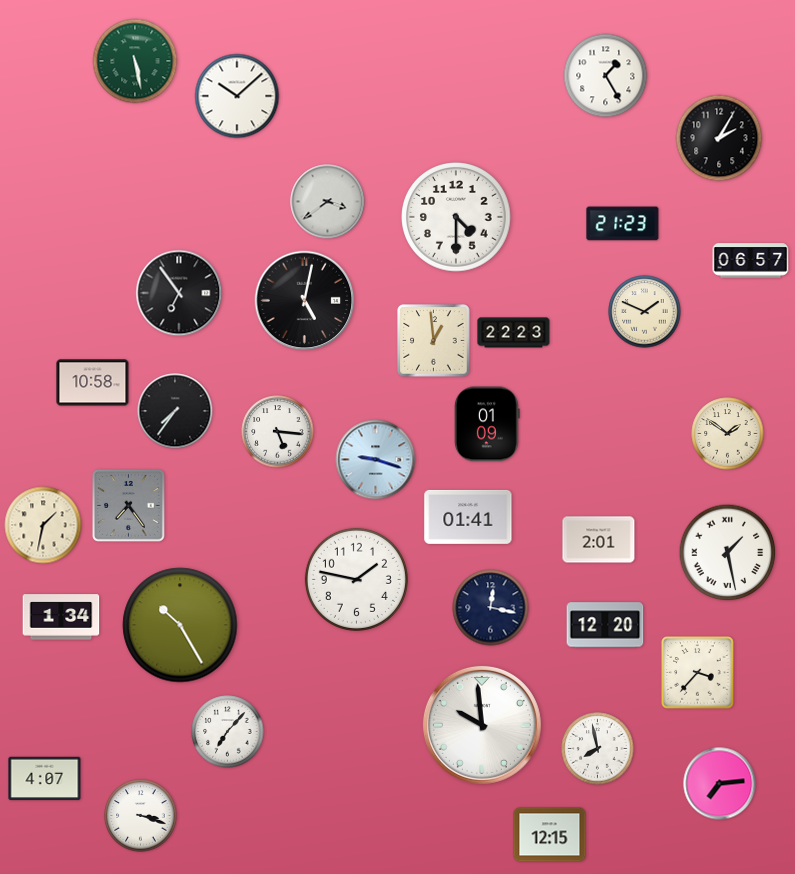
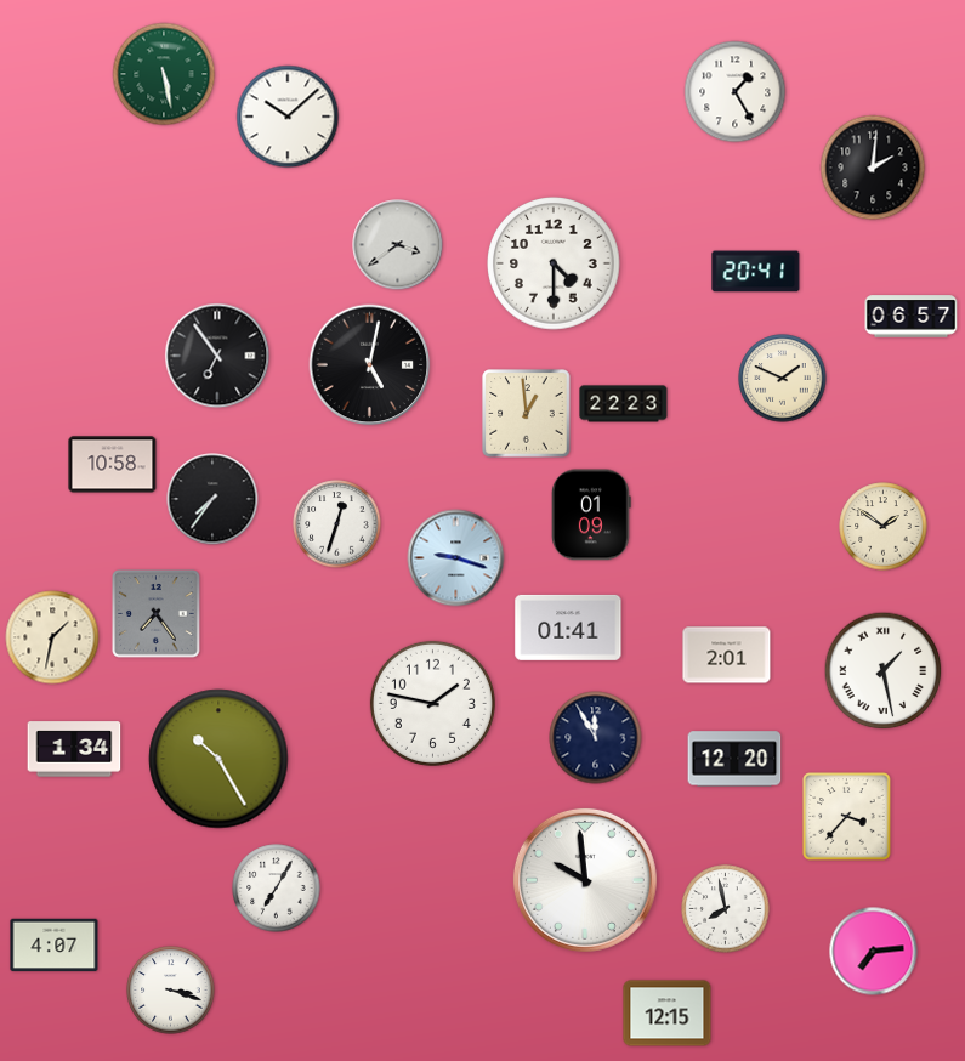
clock at (719, 138): 2:05 -> 2:01
clock at (623, 224): 21:23 -> 20:41
clock at (278, 432): 5:16 -> 12:33
clock at (491, 608): 12:17 -> 11:55
clock at (228, 732): 7:07 -> 7:05
